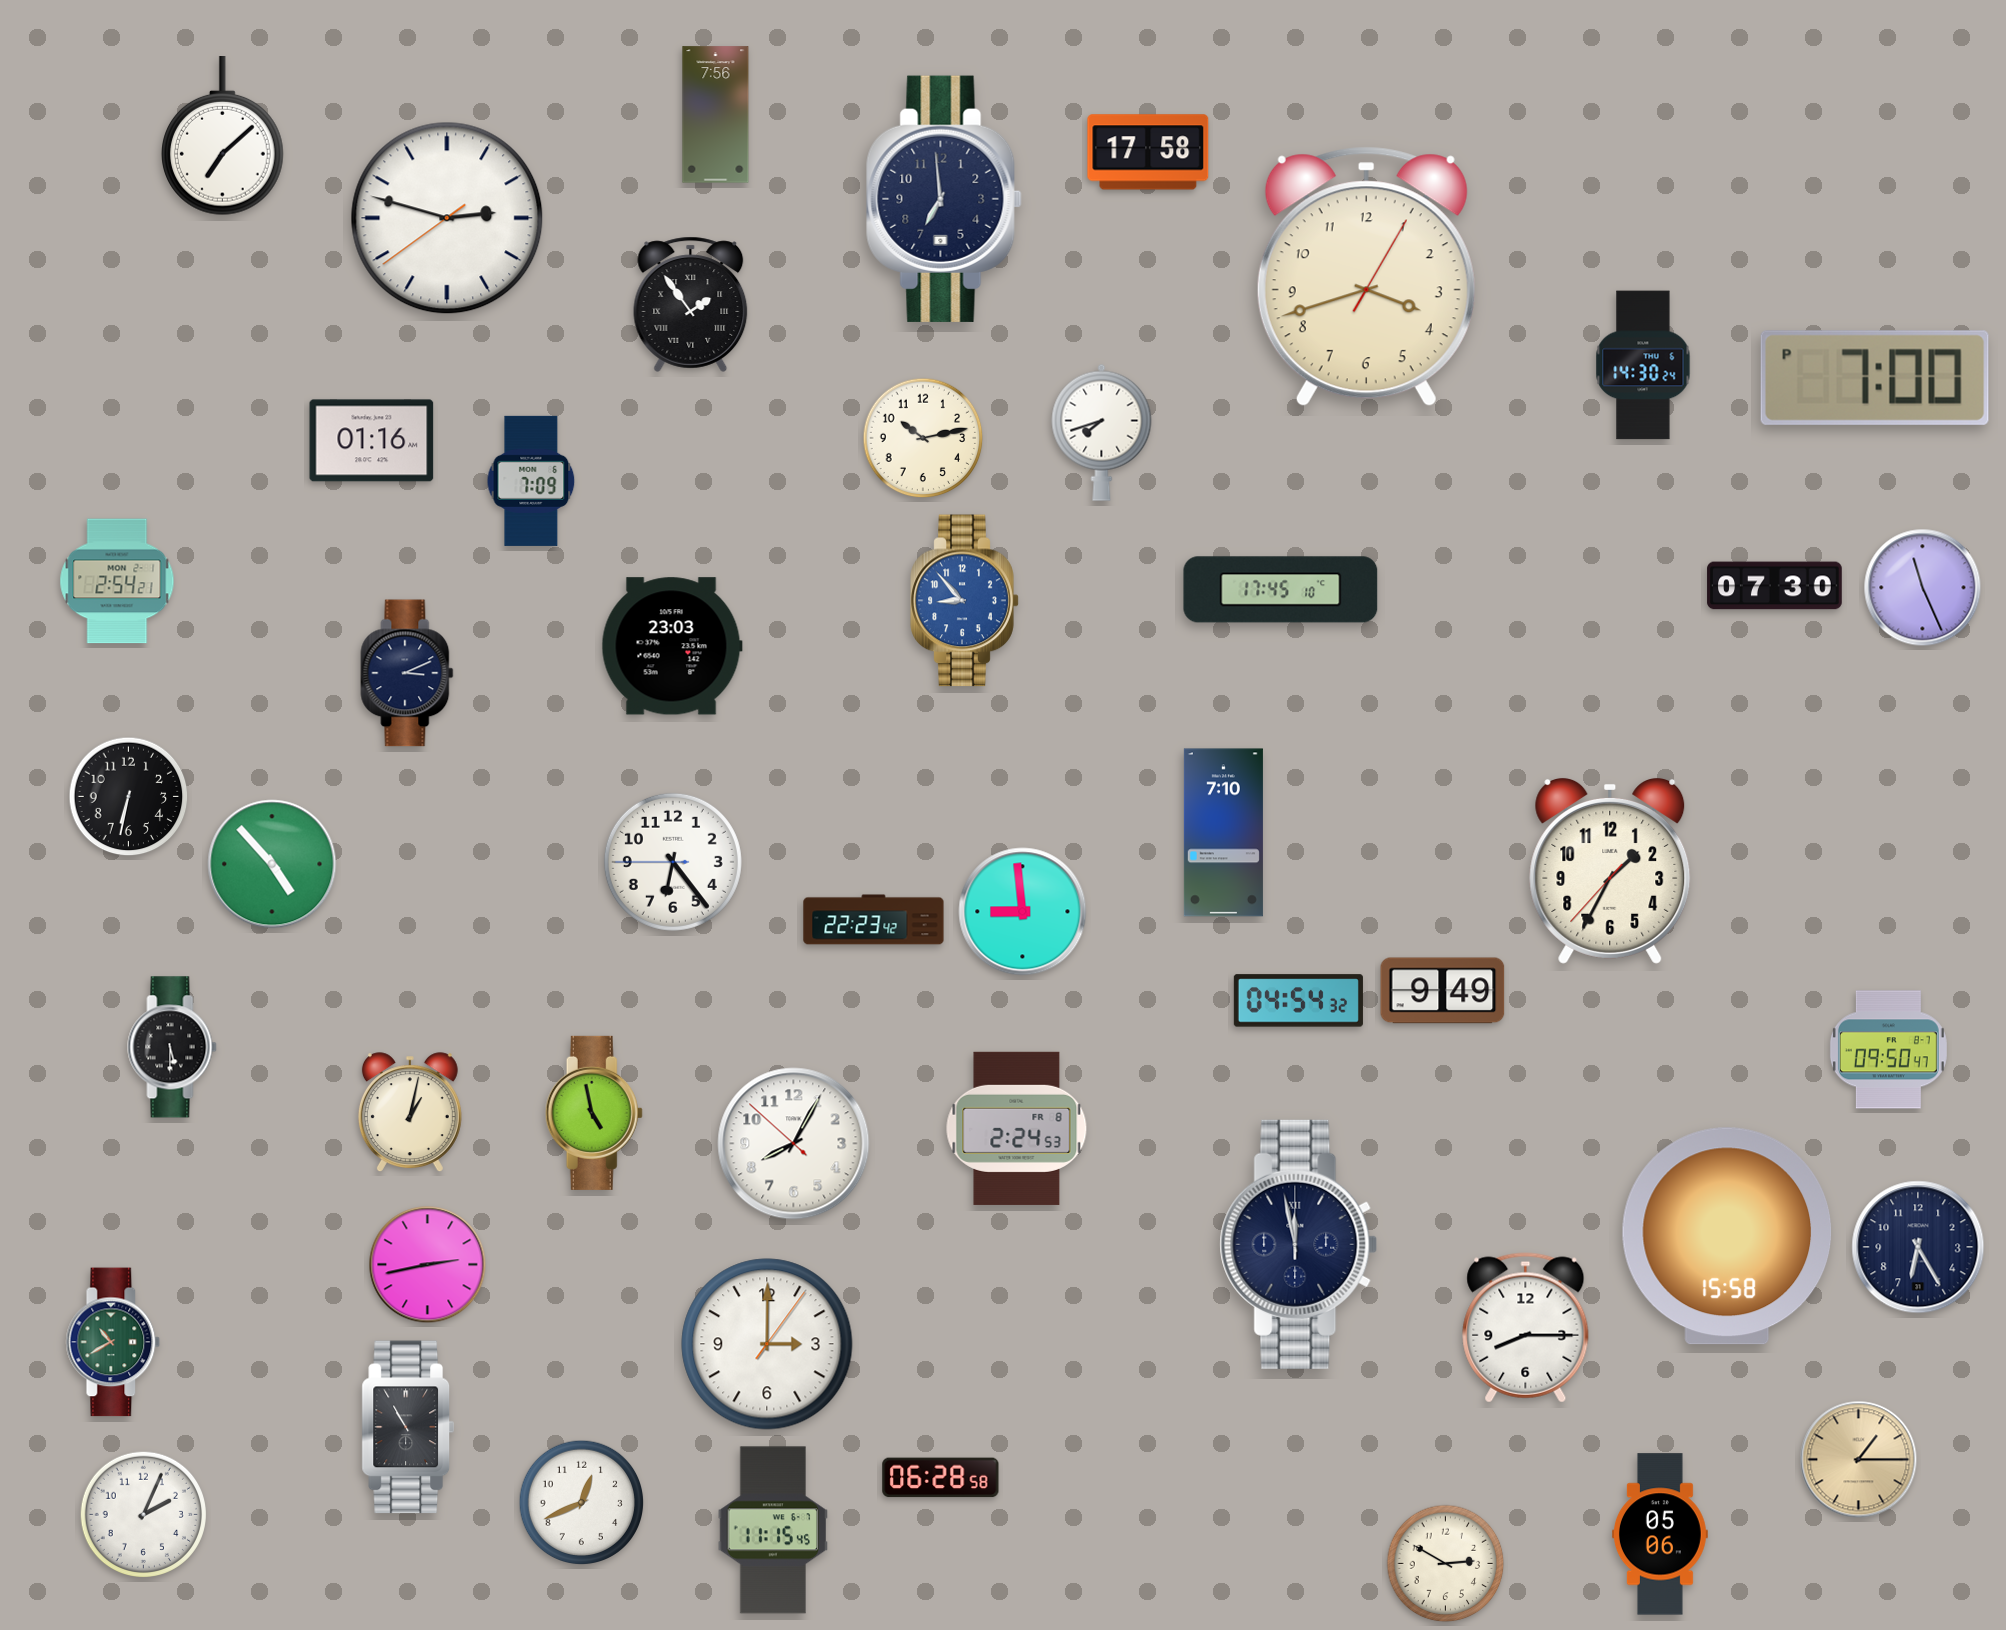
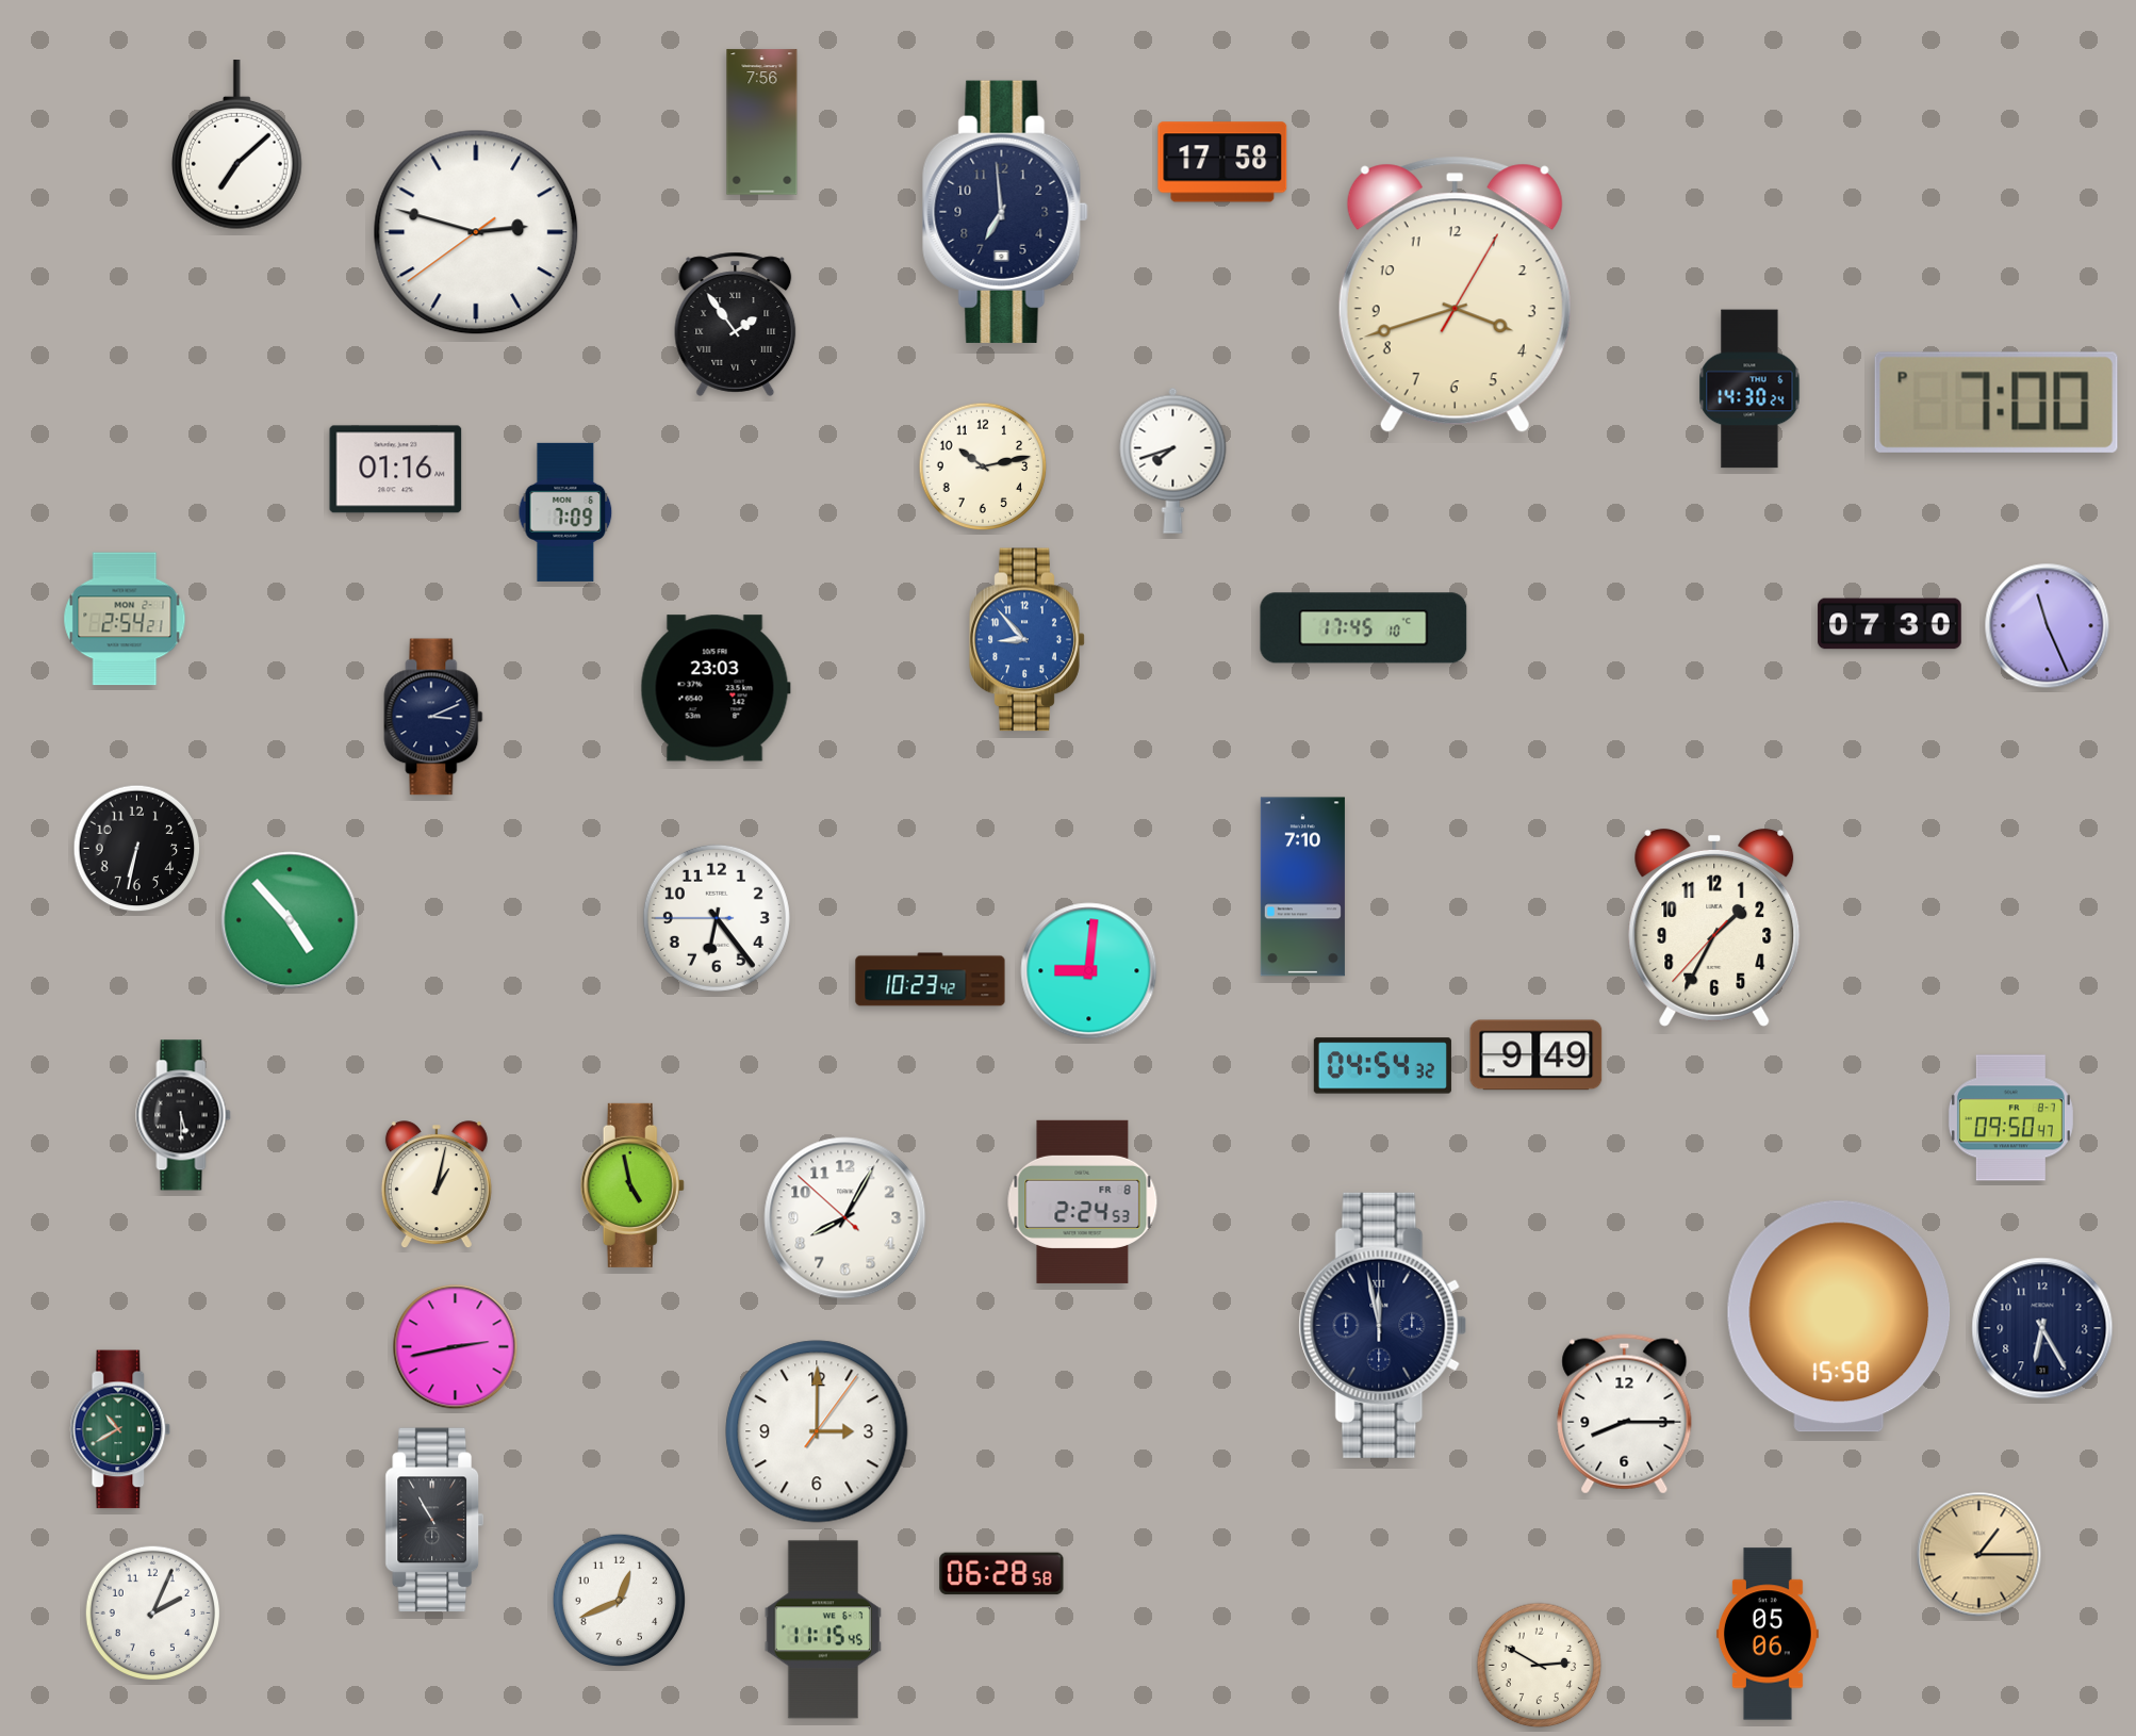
clock at (1023, 912): 8:59 -> 9:01
clock at (874, 920): 22:23 -> 10:23
